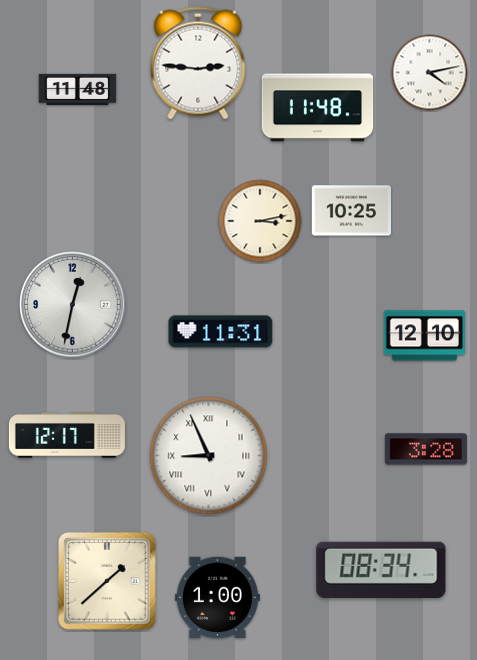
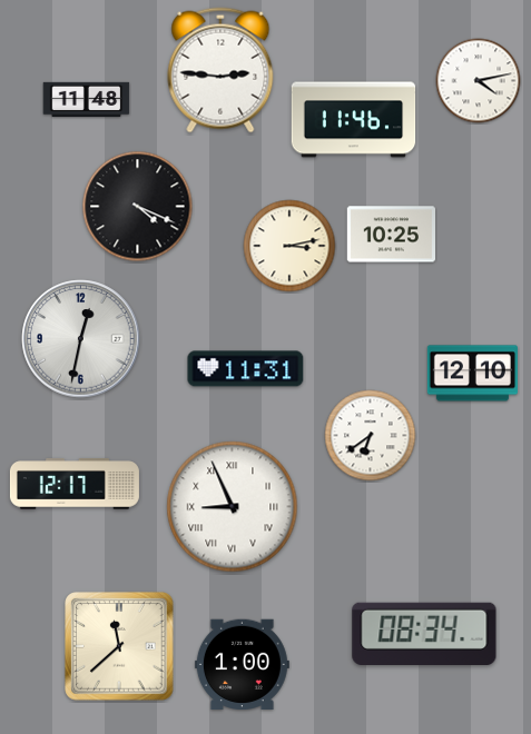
clock at (318, 108): 11:48 -> 11:46
clock at (138, 207): none -> 4:19
clock at (371, 436): none -> 6:39
clock at (426, 449): 3:28 -> none
clock at (107, 581): 1:38 -> 11:38
